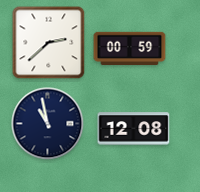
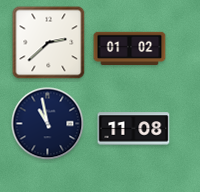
clock at (130, 49): 00:59 -> 01:02
clock at (134, 129): 12:08 -> 11:08
